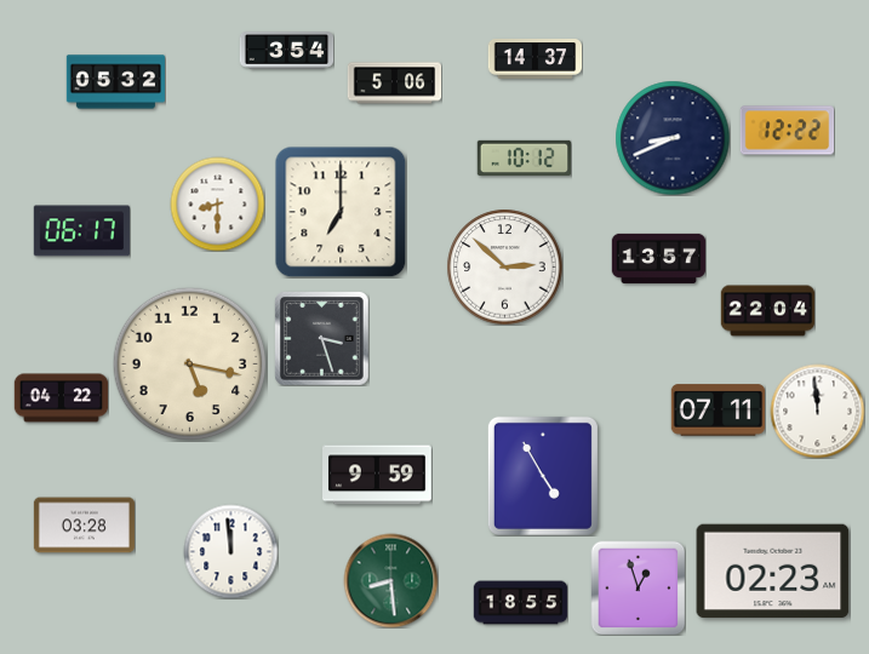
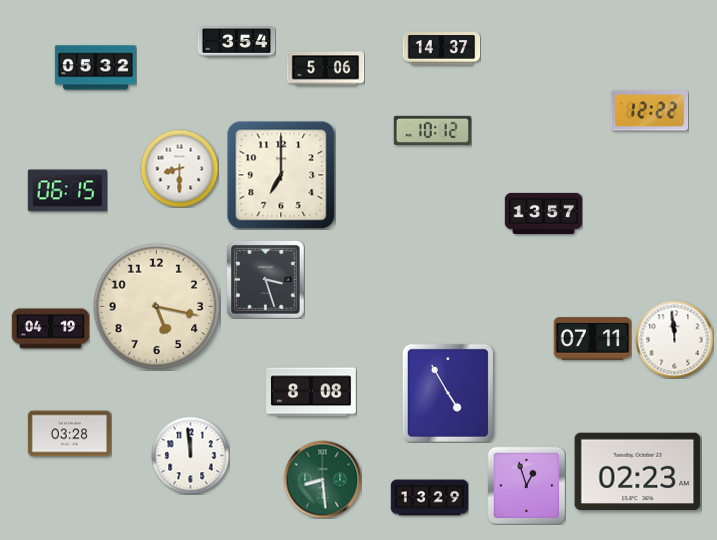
clock at (787, 131) position: (787, 131) -> (649, 111)
clock at (673, 138): 8:41 -> none
clock at (81, 231): 06:17 -> 06:15
clock at (504, 266): 2:52 -> none
clock at (767, 311): 22:04 -> none
clock at (189, 363) position: (189, 363) -> (156, 306)
clock at (61, 398): 04:22 -> 04:19
clock at (378, 475): 9:59 -> 8:08
clock at (520, 603): 18:55 -> 13:29
